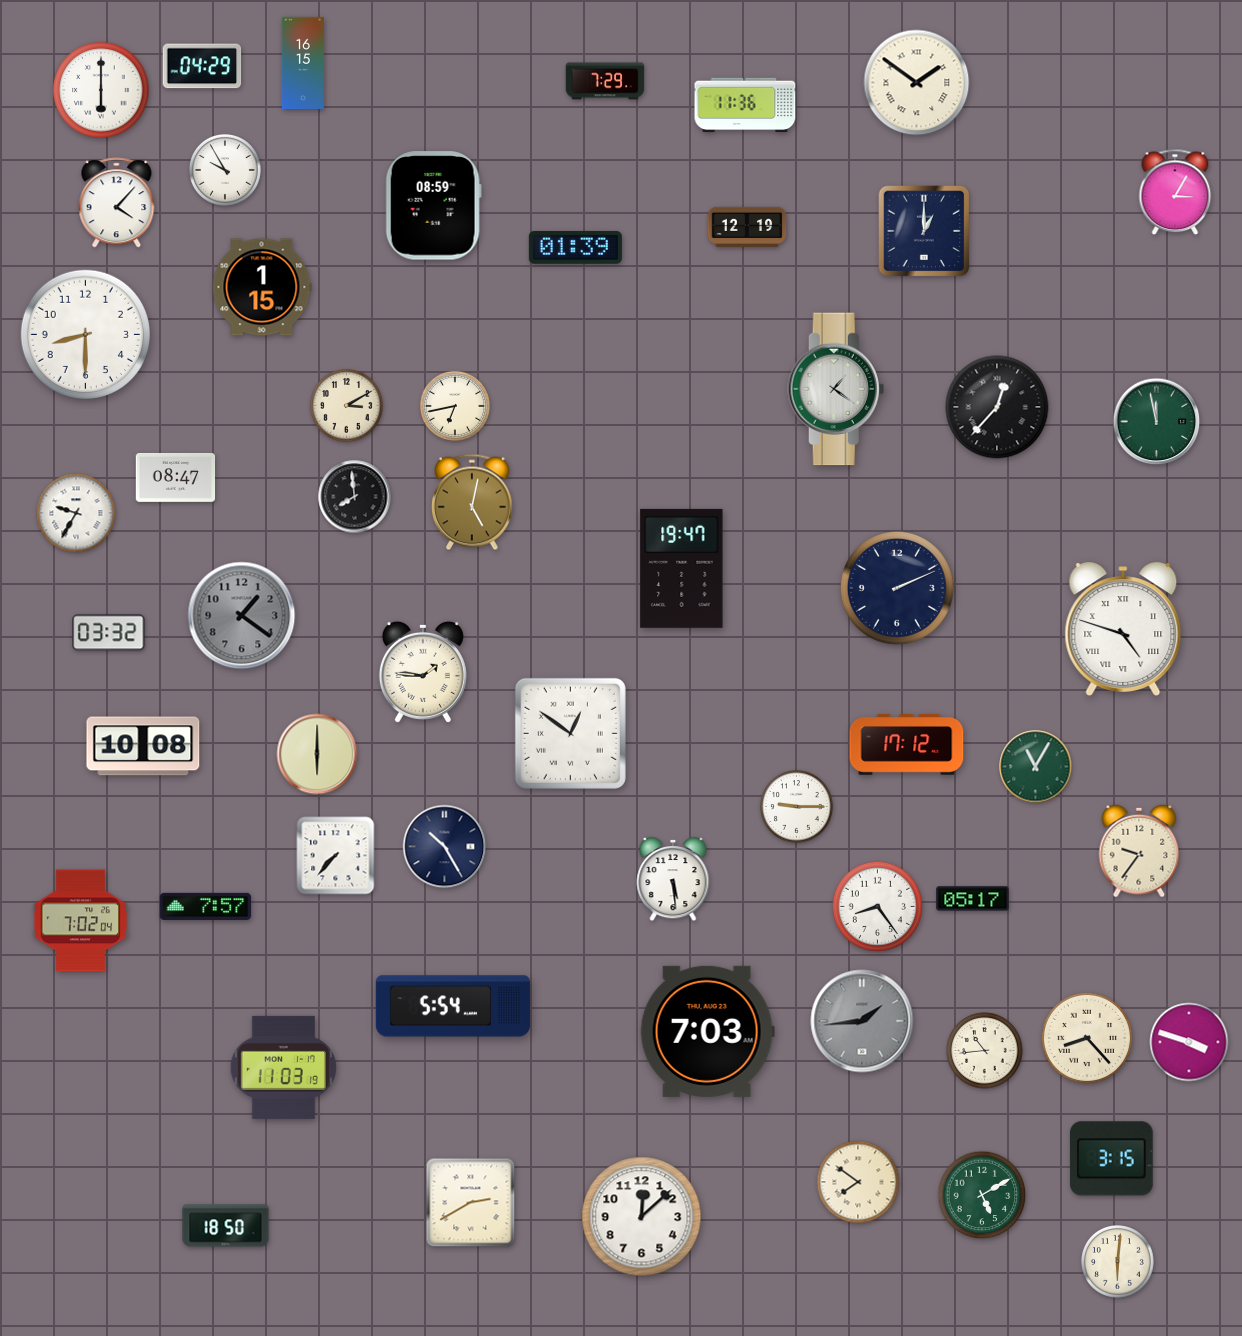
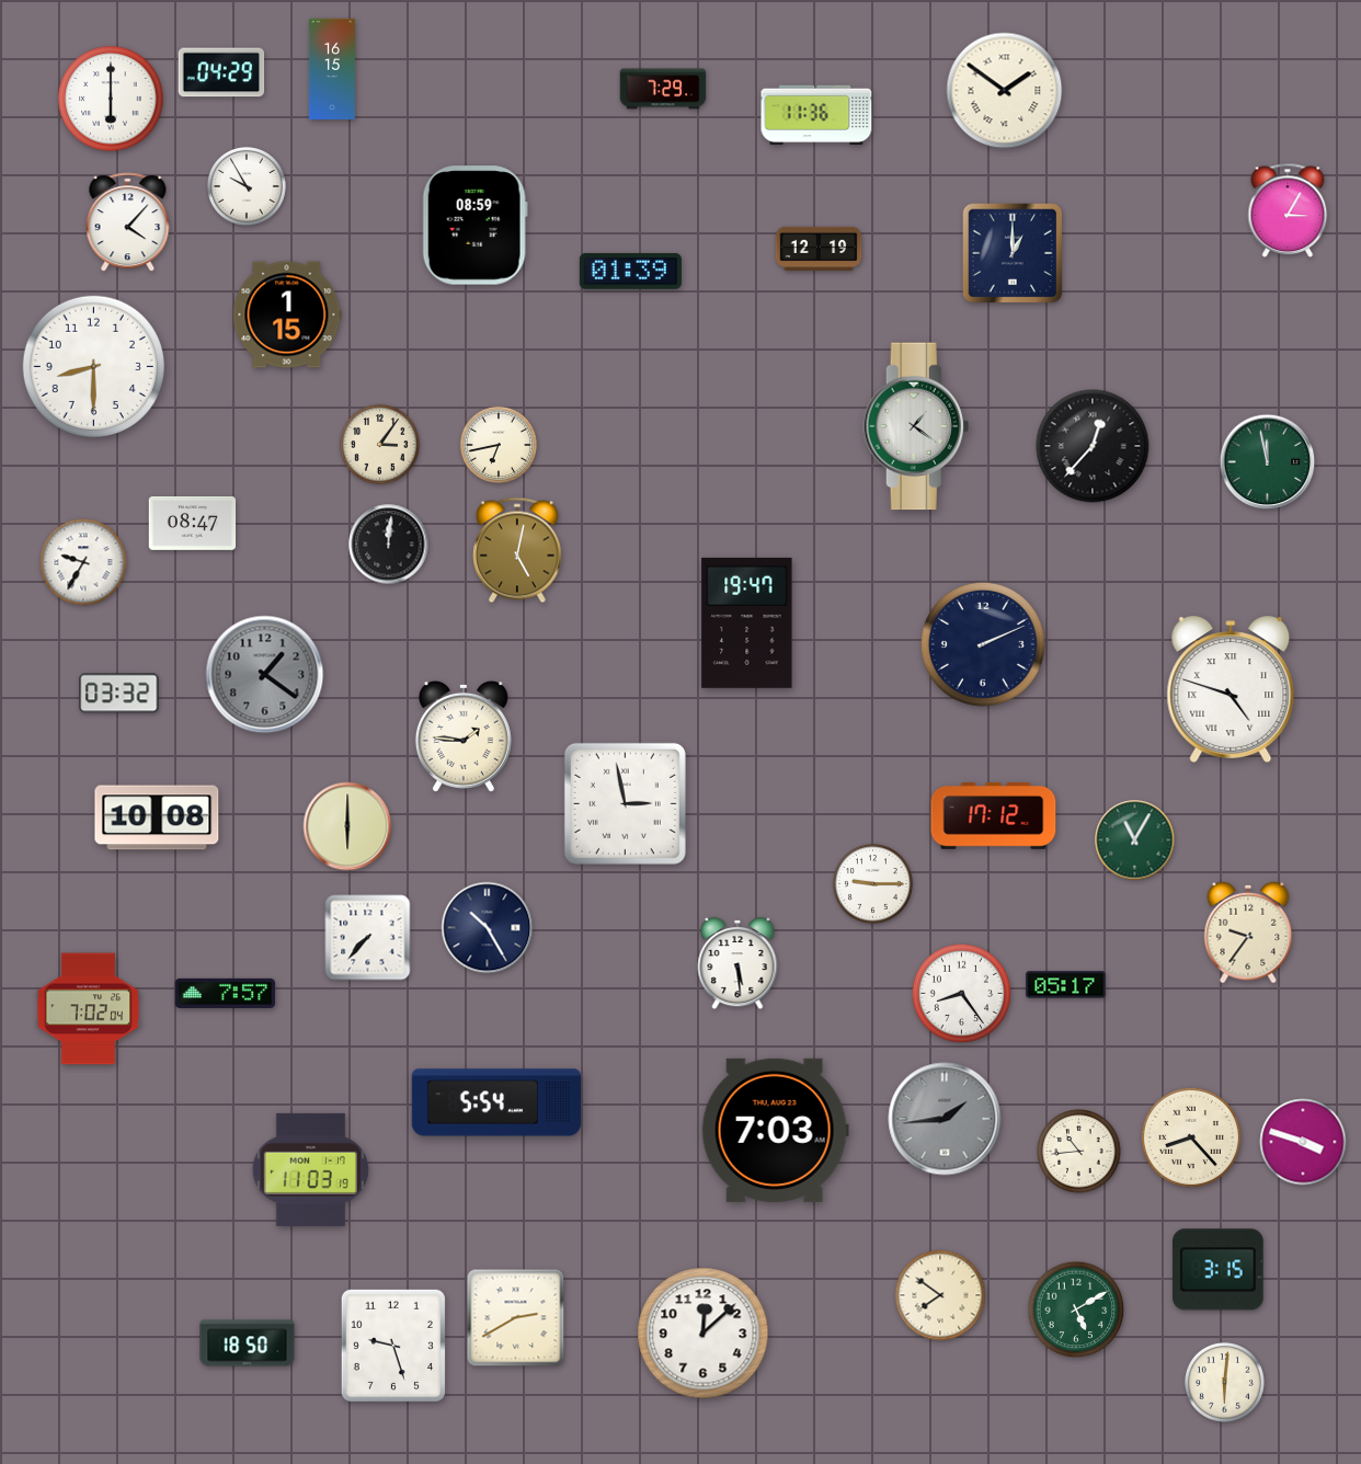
clock at (347, 406): 3:10 -> 3:06
clock at (355, 497): 7:59 -> 12:01
clock at (570, 733): 12:51 -> 2:58
clock at (393, 1346): none -> 9:27
